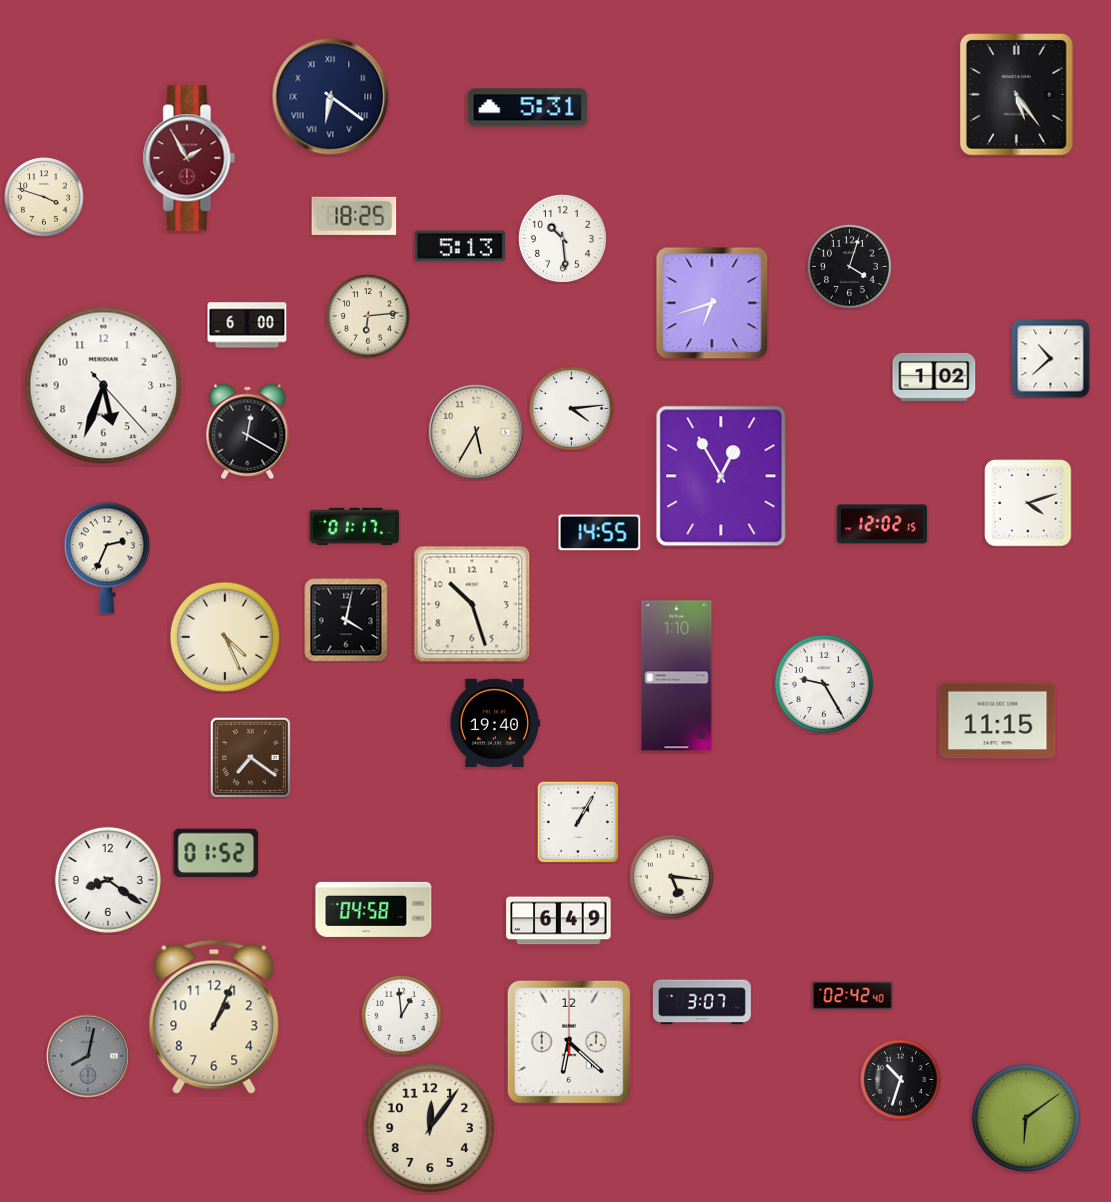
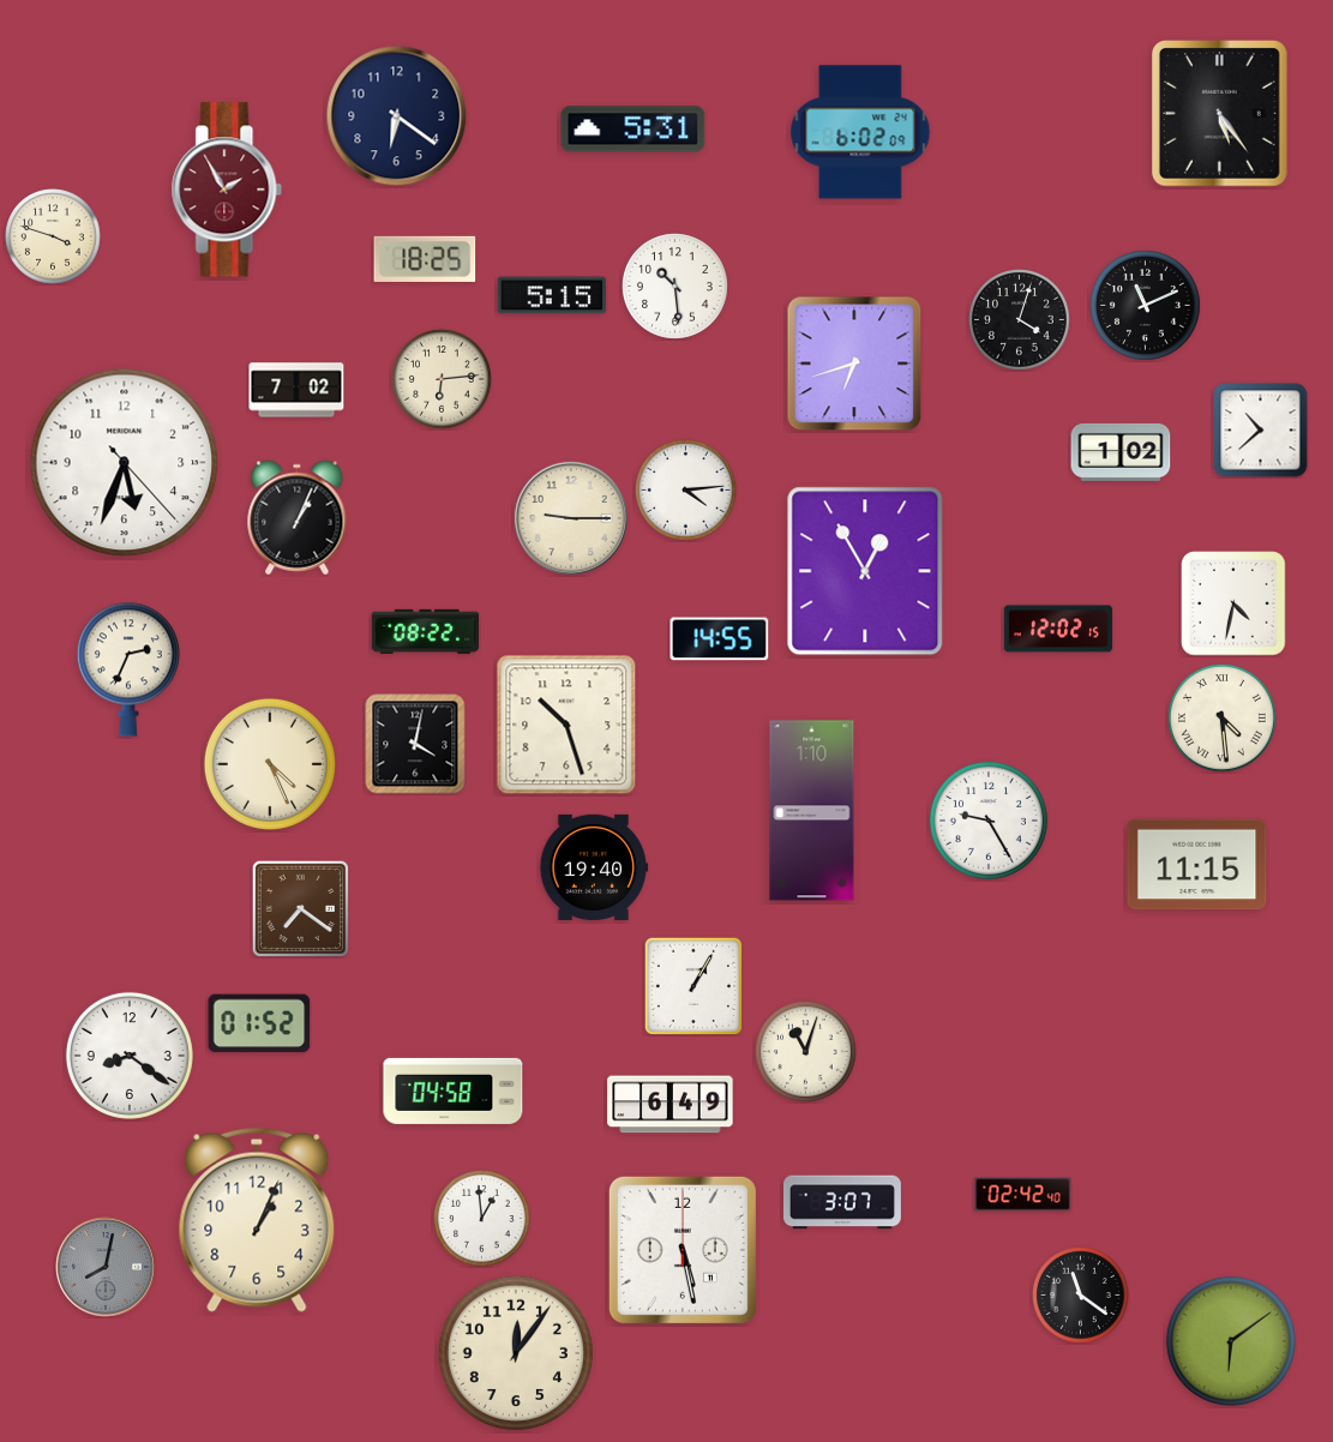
clock at (331, 97) numerals: Roman -> Arabic
clock at (860, 132): none -> 6:02
clock at (459, 246): 5:13 -> 5:15
clock at (1145, 305): none -> 11:11
clock at (247, 325): 6:00 -> 7:02
clock at (248, 432): 12:20 -> 1:04
clock at (476, 432): 5:35 -> 9:15
clock at (1028, 503): 4:12 -> 4:32
clock at (355, 526): 01:17 -> 08:22
clock at (1221, 717): none -> 4:29
clock at (672, 877): 5:16 -> 11:03
clock at (374, 909) position: (374, 909) -> (454, 1090)
clock at (569, 1042): 6:22 -> 5:28
clock at (901, 1080): 10:33 -> 11:21
